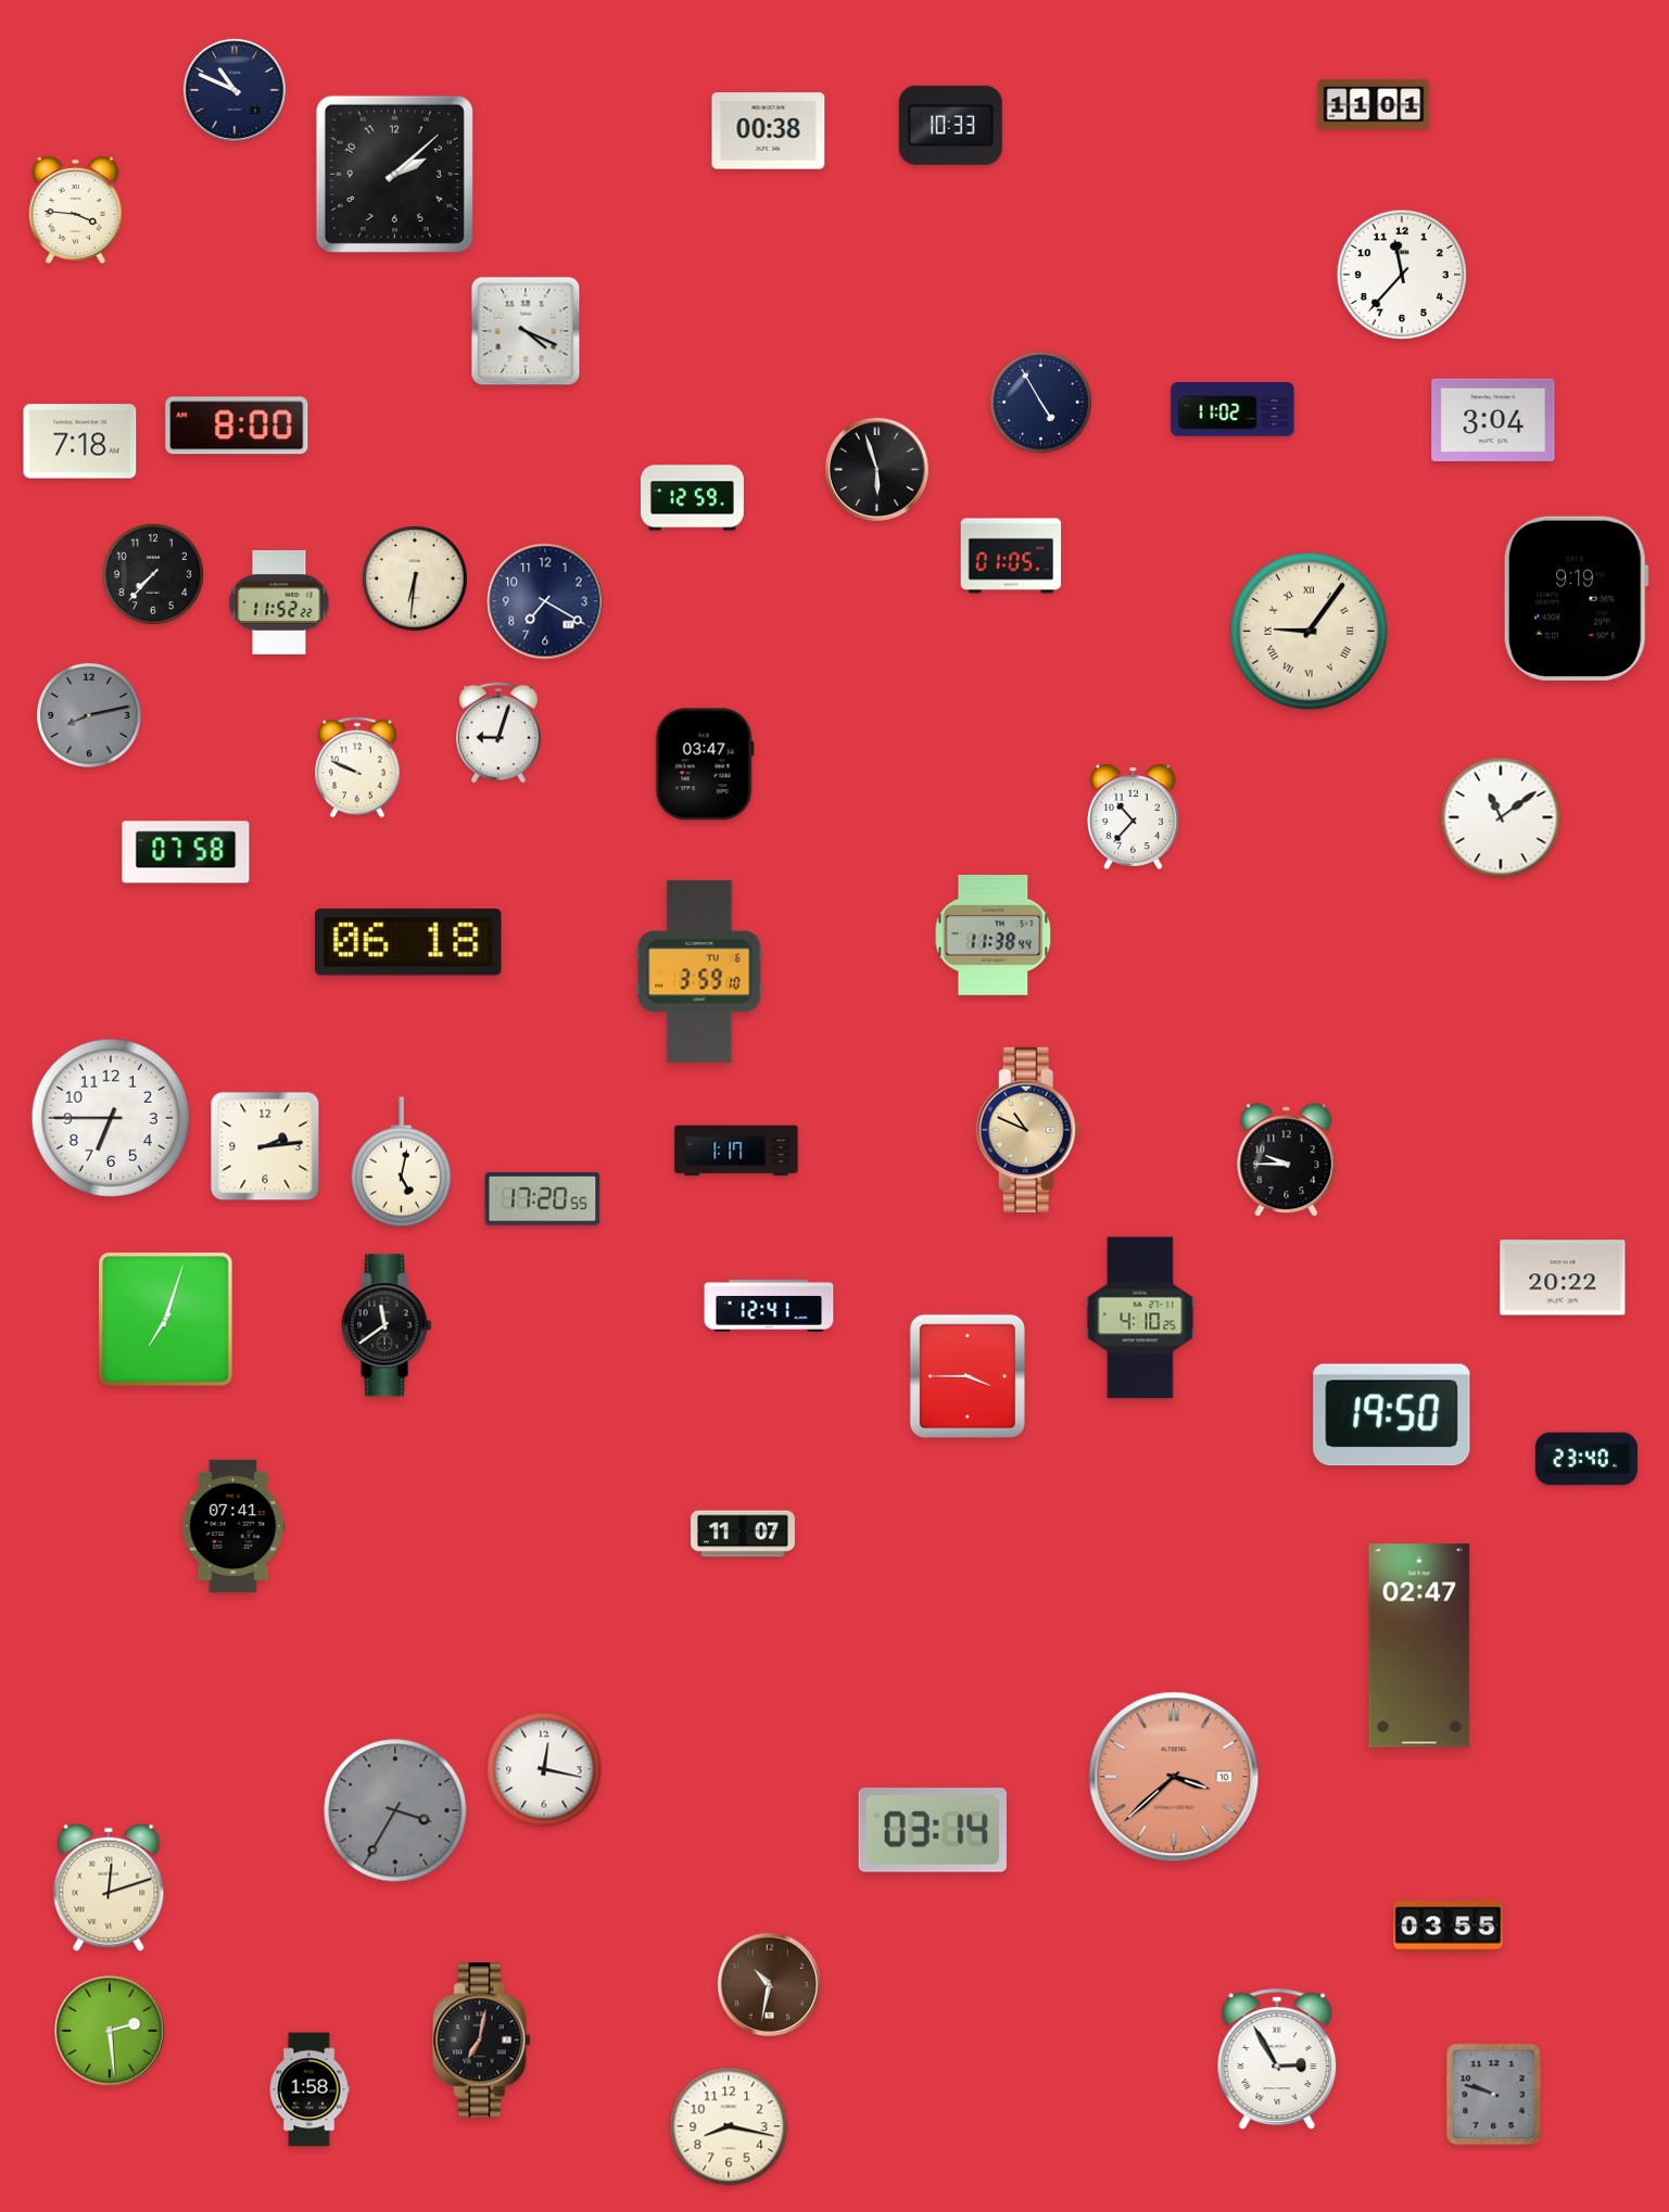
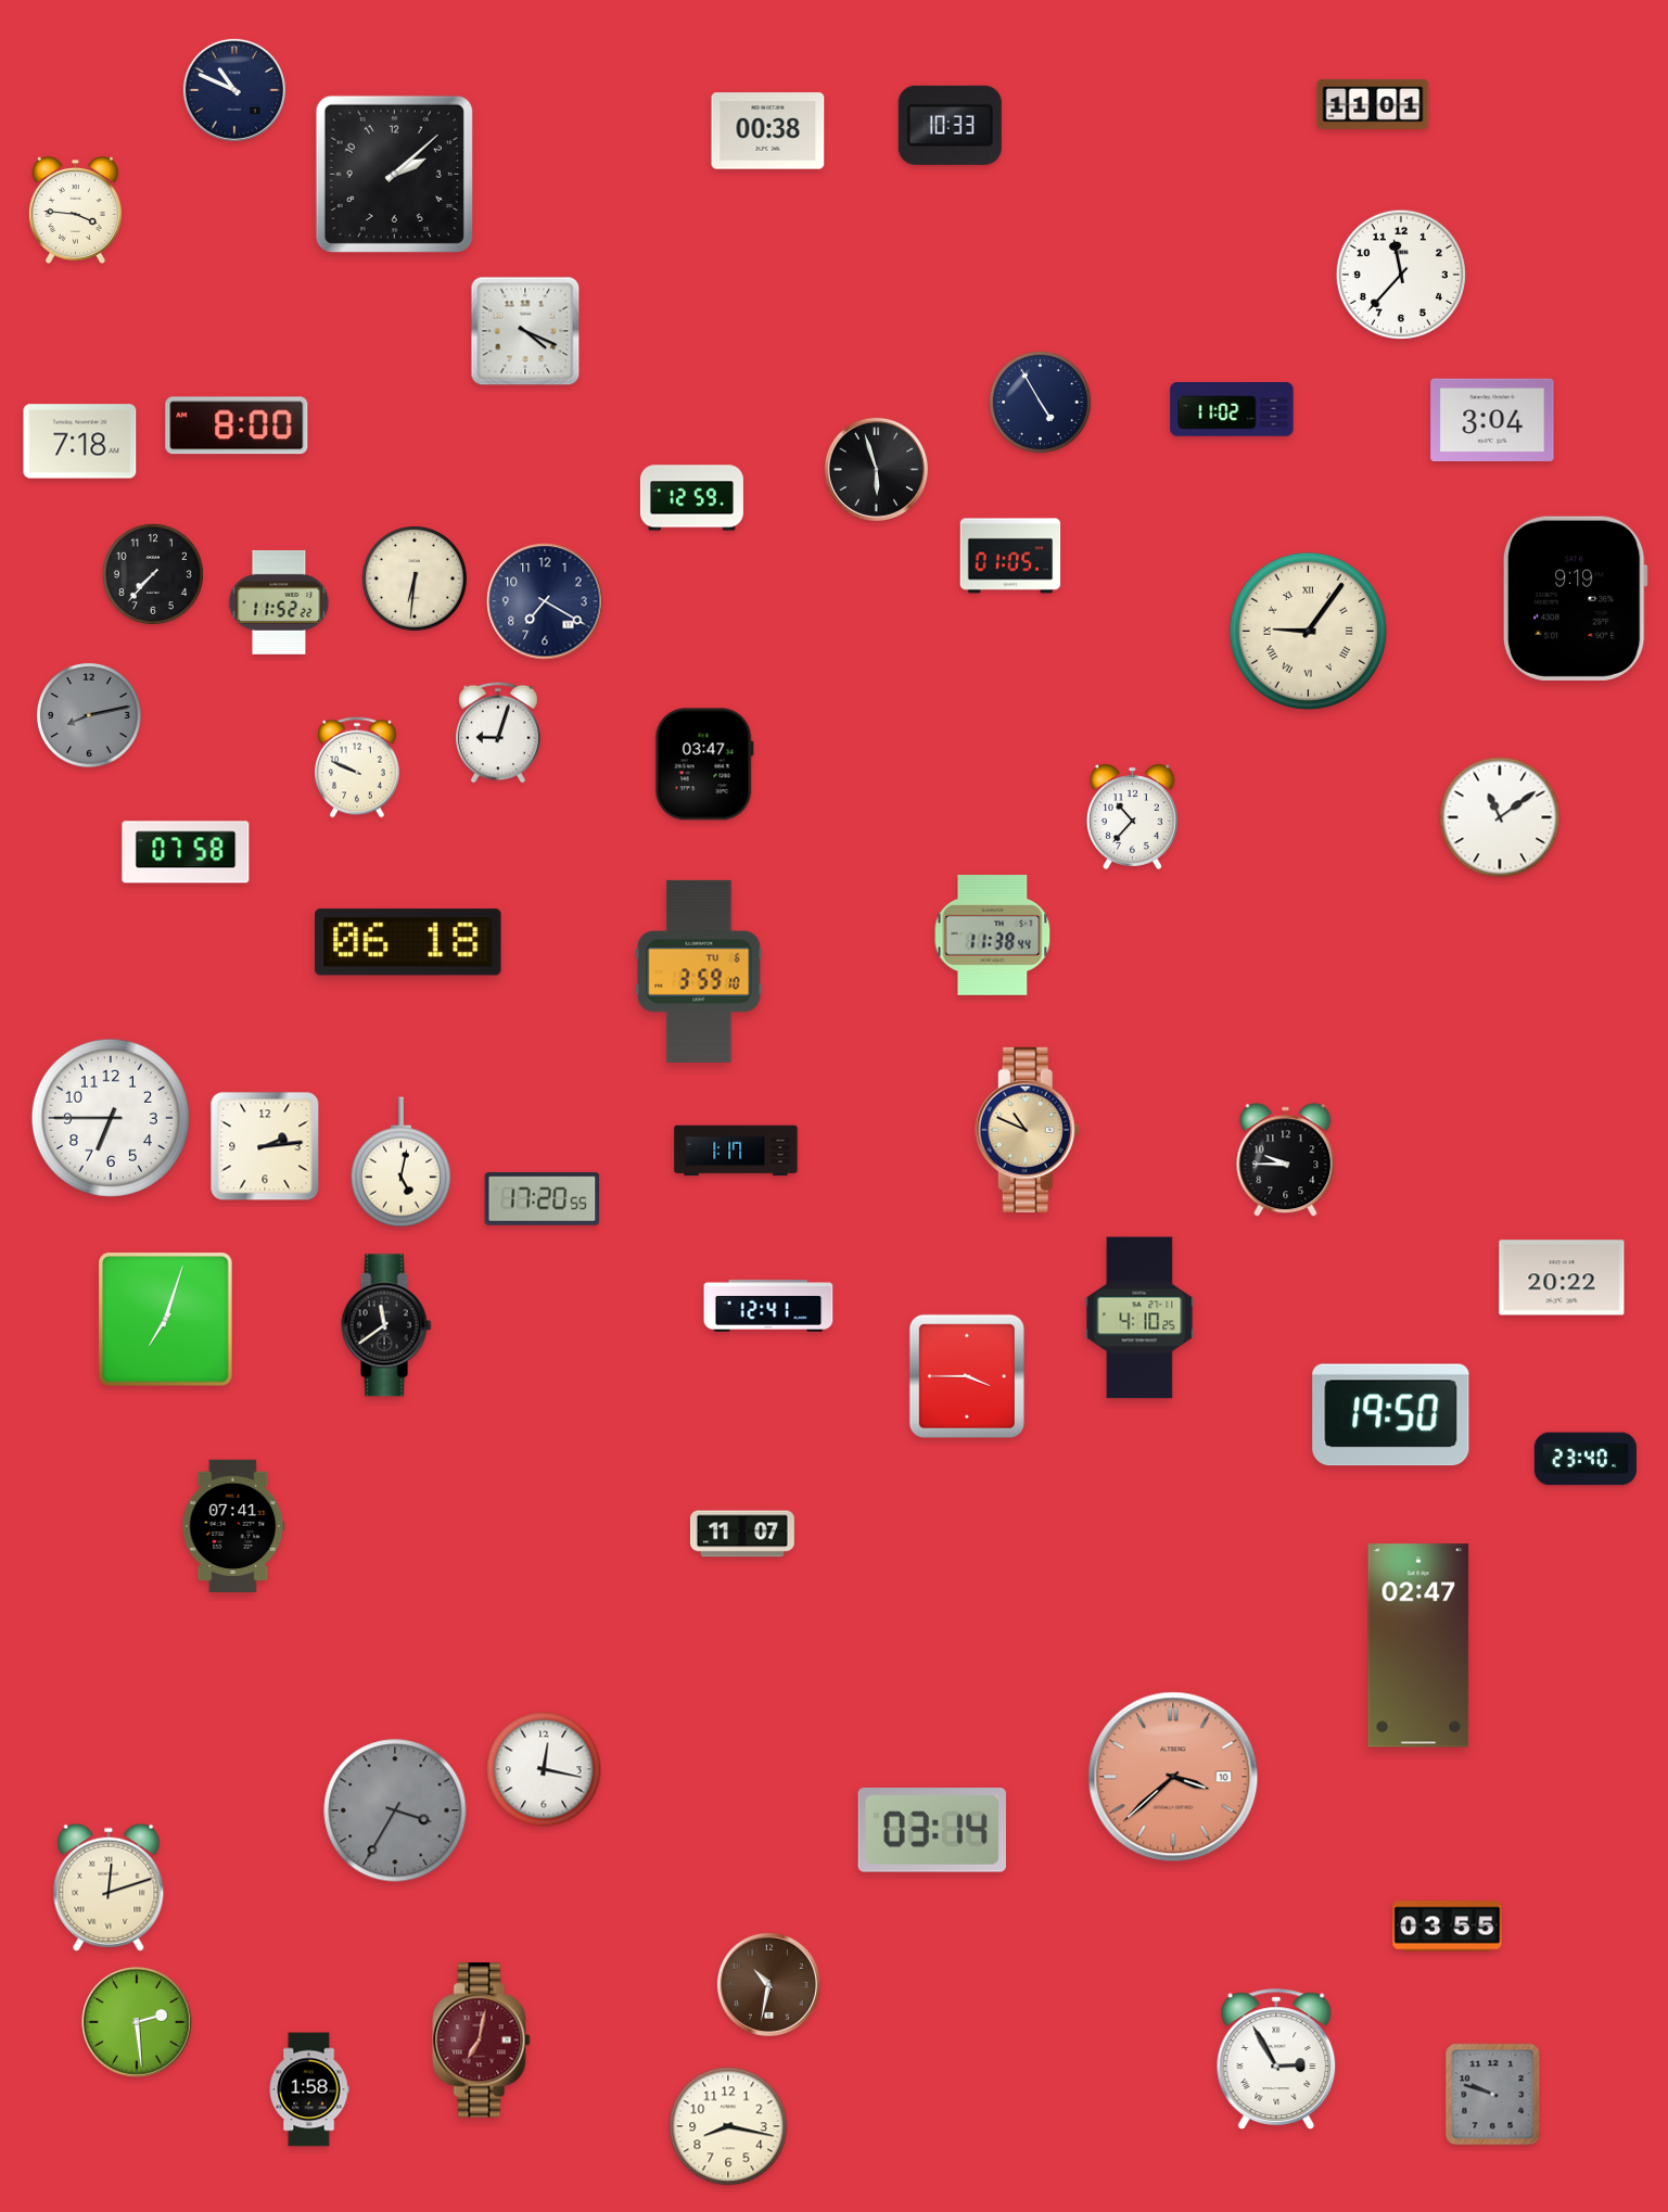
clock at (110, 2031) position: (110, 2031) -> (137, 2022)
clock at (482, 2041) dial: black -> burgundy
